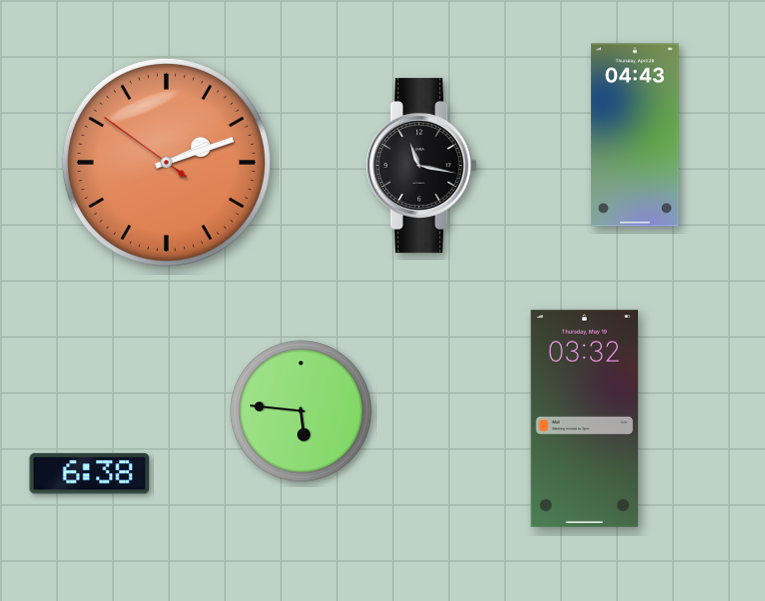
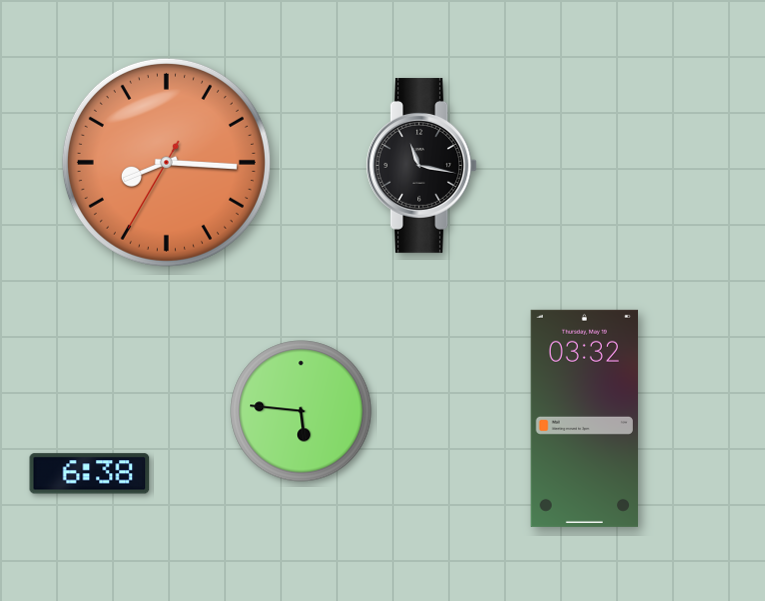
clock at (636, 135): 04:43 -> none
clock at (166, 162): 2:11 -> 8:15
